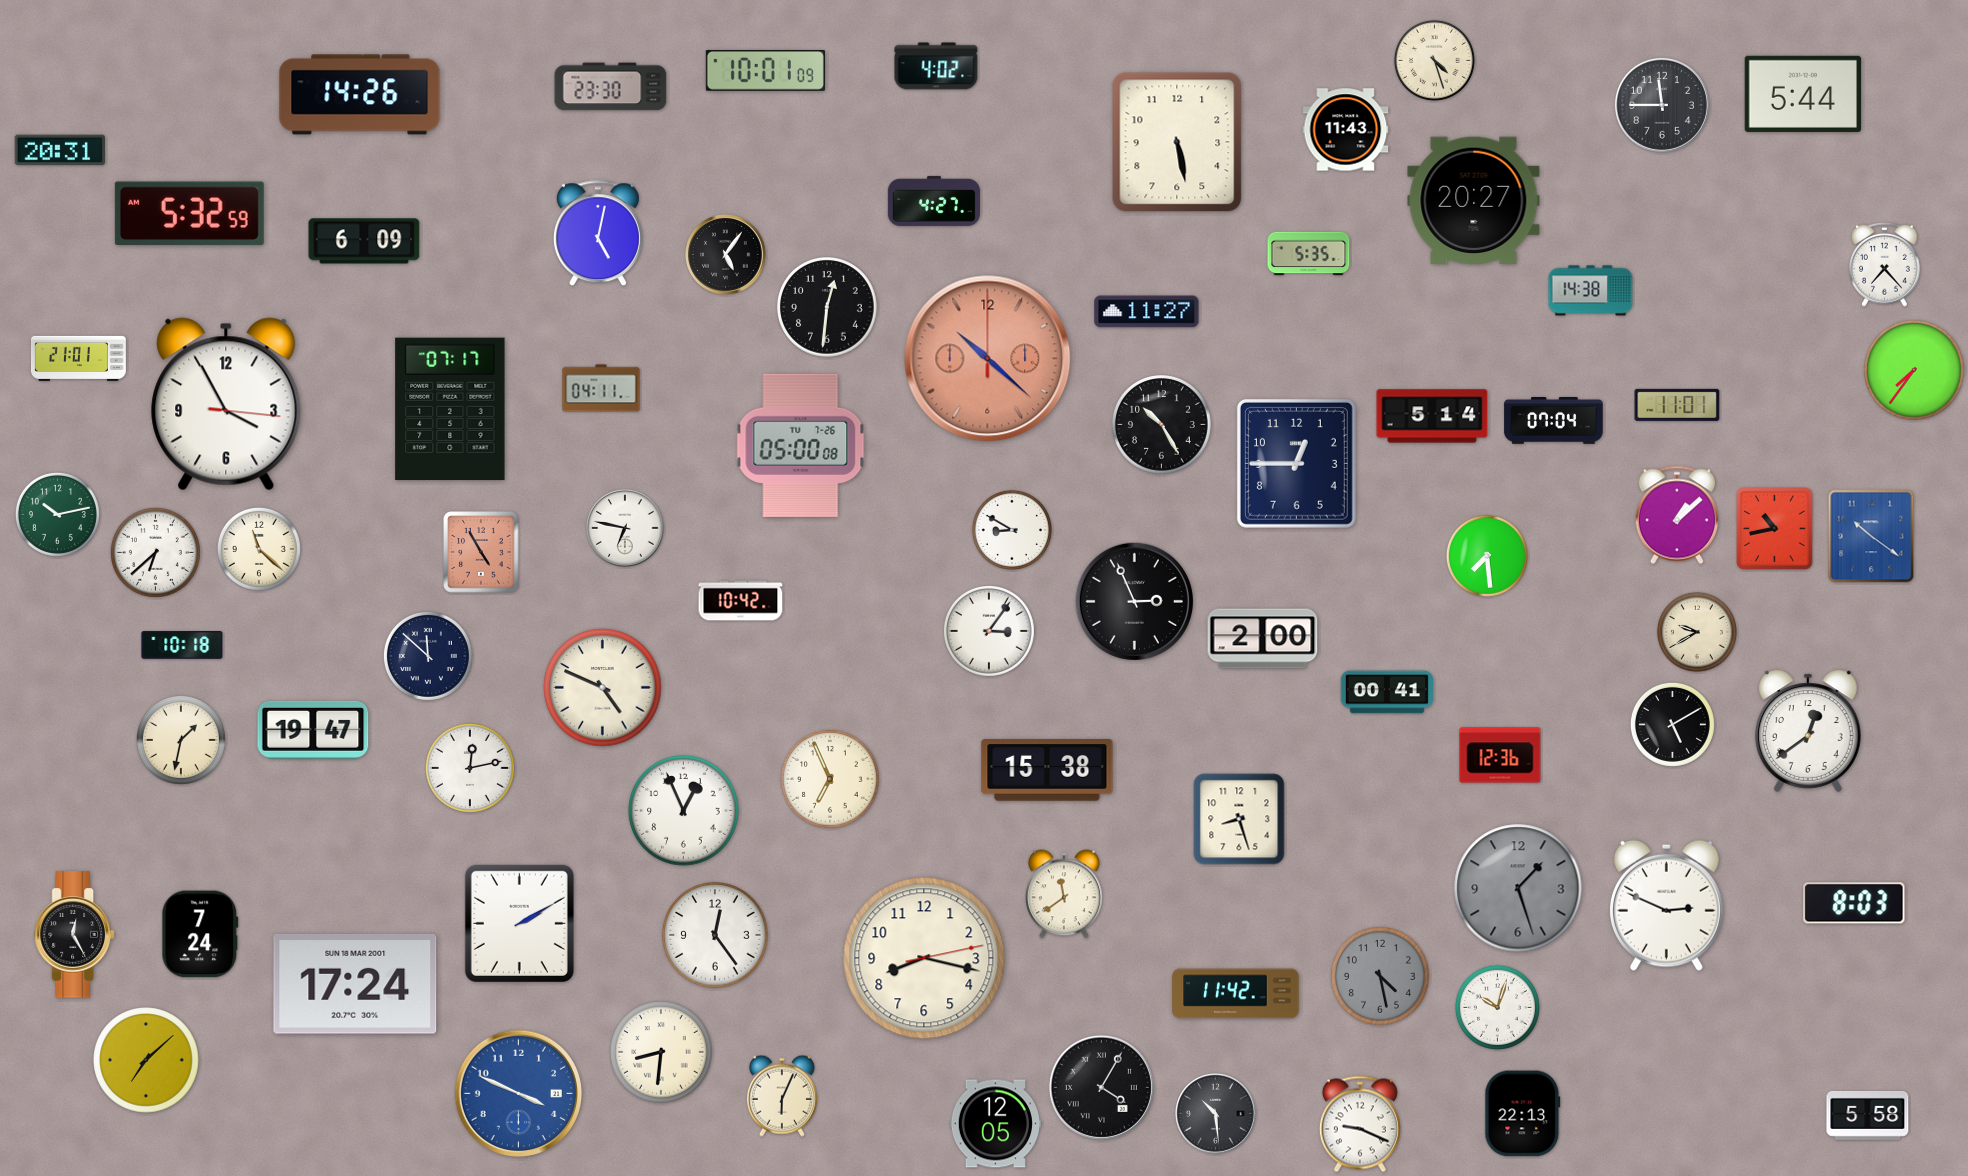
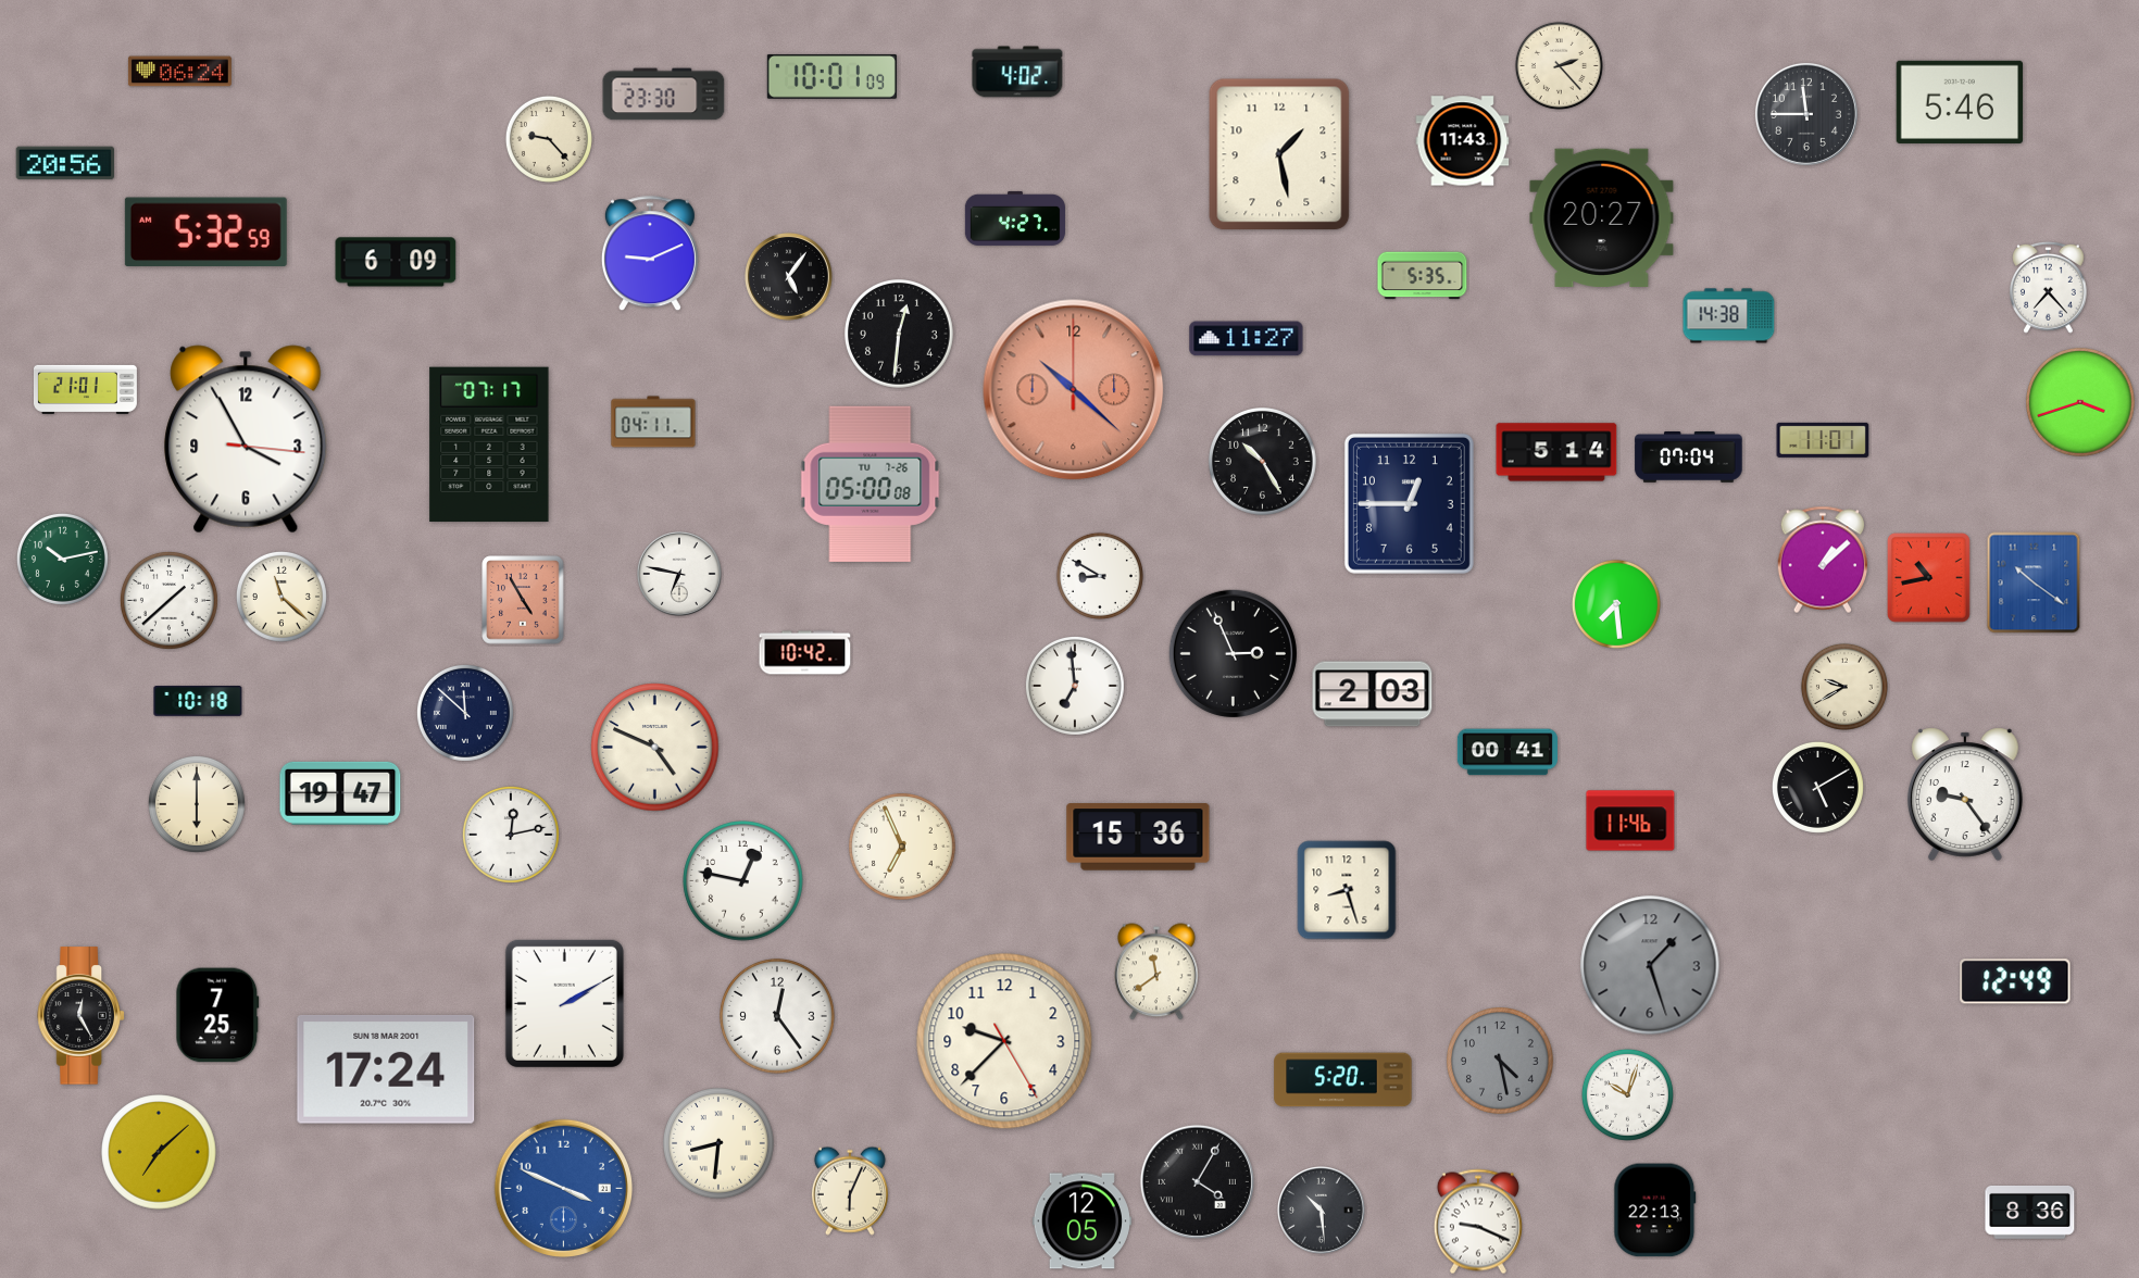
clock at (1434, 60): 4:27 -> 2:23
clock at (179, 72): none -> 06:24
clock at (1803, 94): 5:44 -> 5:46
clock at (360, 95): 14:26 -> none
clock at (549, 139): none -> 9:23
clock at (1177, 142): 5:28 -> 1:28
clock at (59, 150): 20:31 -> 20:56
clock at (598, 234): 5:02 -> 9:11
clock at (1915, 371): 7:36 -> 3:42
clock at (1775, 529) position: (1775, 529) -> (1929, 578)
clock at (155, 552): 6:38 -> 1:38
clock at (989, 631): 3:06 -> 6:59
clock at (1263, 639): 2:00 -> 2:03
clock at (1808, 731): 12:39 -> 9:24
clock at (181, 740): 1:32 -> 6:00
clock at (1500, 755): 12:36 -> 11:46
clock at (1047, 770): 15:38 -> 15:36
clock at (684, 811): 12:56 -> 12:47
clock at (1854, 903): 8:03 -> 12:49
clock at (1666, 905): 2:49 -> none
clock at (200, 934): 7:24 -> 7:25
clock at (924, 958): 8:17 -> 9:37
clock at (1236, 994): 11:42 -> 5:20
clock at (1868, 1115): 5:58 -> 8:36
